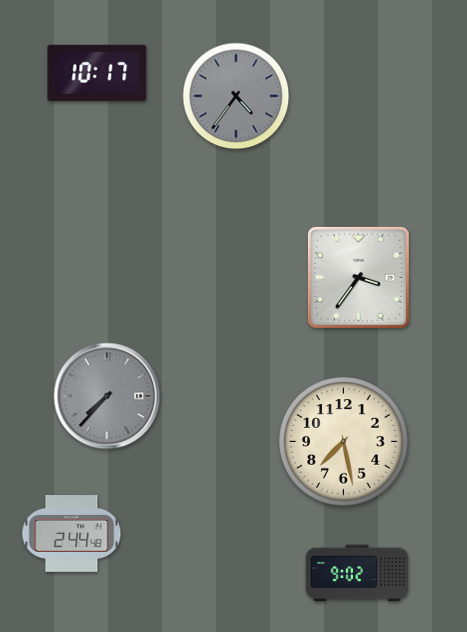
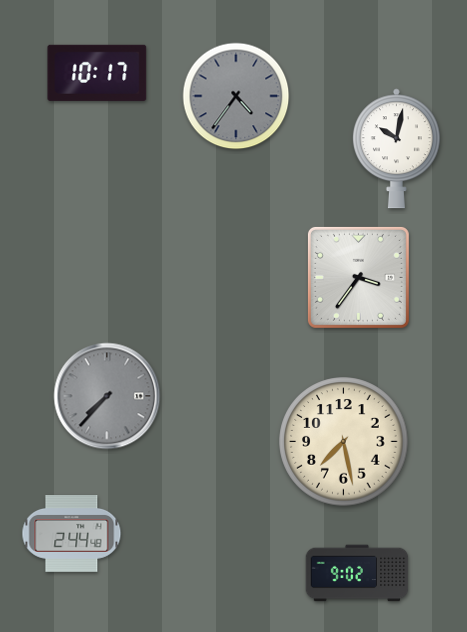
clock at (396, 149): none -> 10:02
